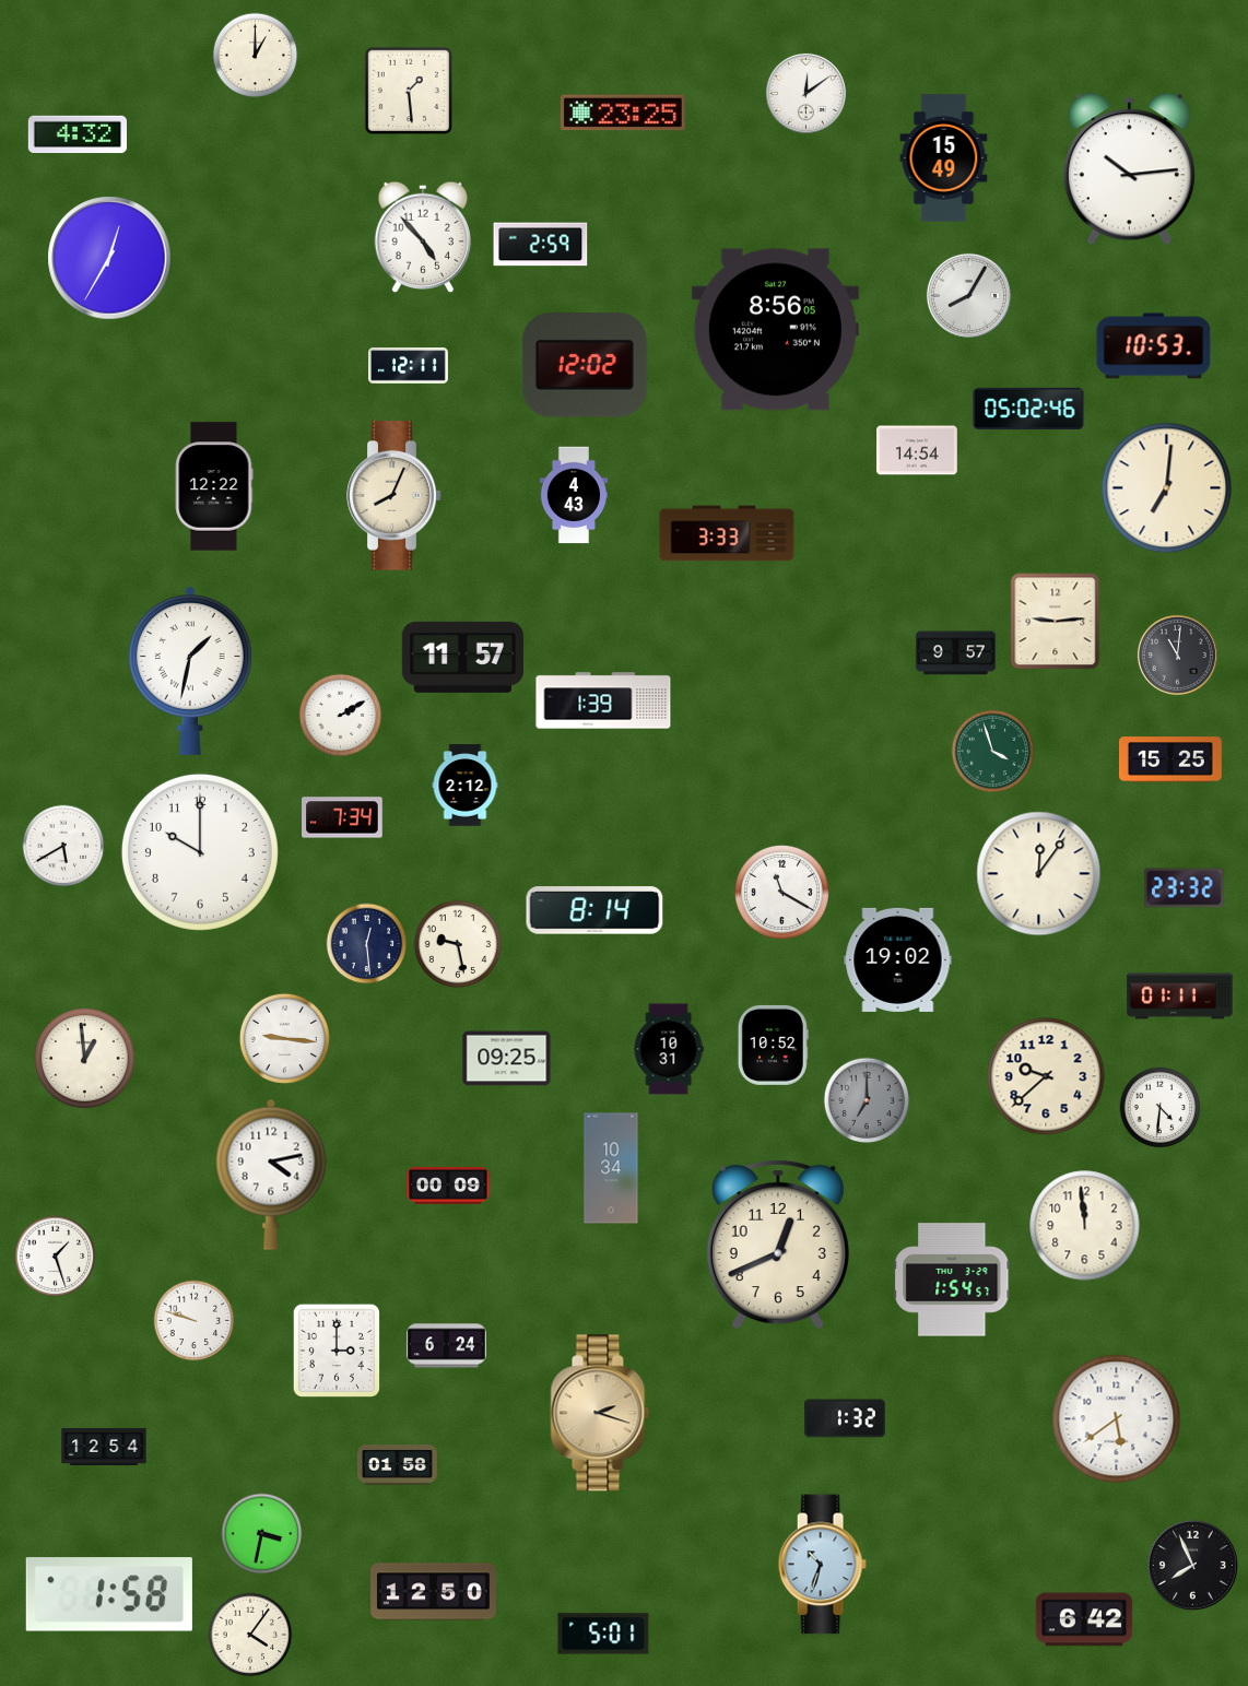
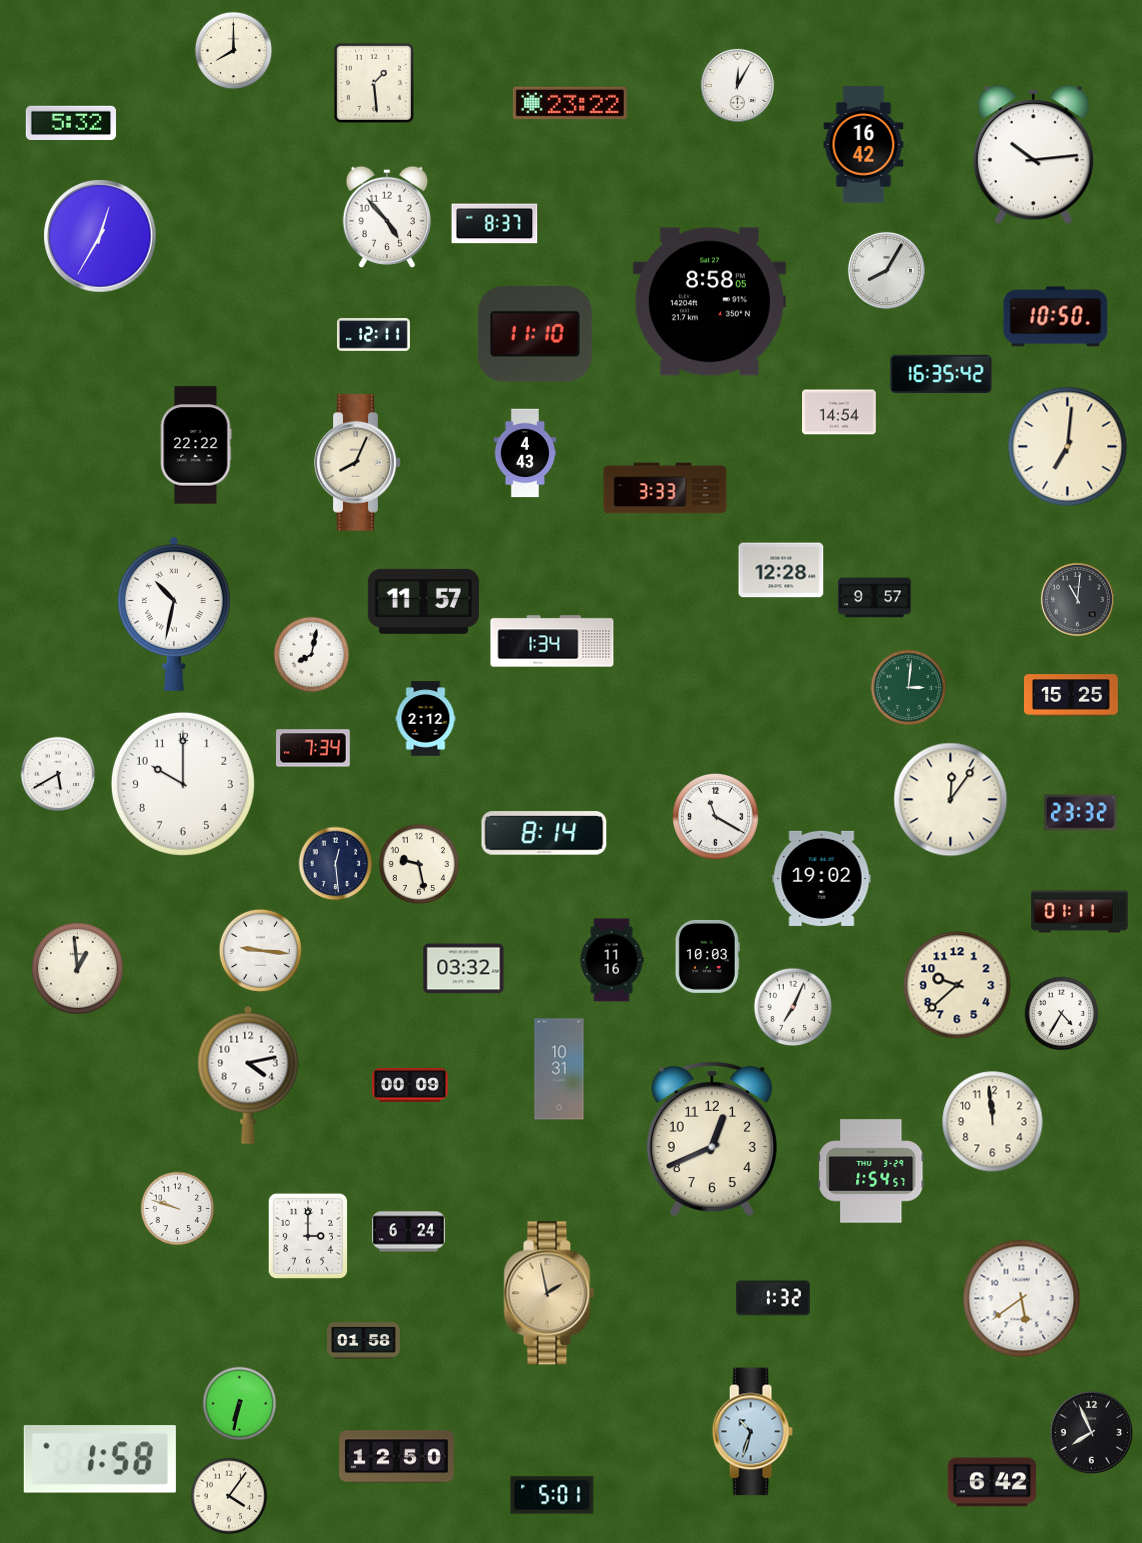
clock at (256, 56): 1:00 -> 8:00
clock at (805, 93): 12:09 -> 12:05
clock at (623, 113): 23:25 -> 23:22
clock at (76, 134): 4:32 -> 5:32
clock at (944, 158): 15:49 -> 16:42
clock at (541, 245): 2:59 -> 8:37
clock at (775, 330): 8:56 -> 8:58
clock at (1154, 346): 10:53 -> 10:50
clock at (585, 365): 12:02 -> 11:10
clock at (1028, 409): 05:02 -> 16:35
clock at (214, 486): 12:22 -> 22:22
clock at (395, 496) position: (395, 496) -> (358, 463)
clock at (1056, 622): 9:14 -> none
clock at (781, 570): none -> 12:28
clock at (190, 671): 1:32 -> 10:32
clock at (603, 700): 1:39 -> 1:34
clock at (341, 716): 2:10 -> 8:02
clock at (993, 752): 3:57 -> 3:01
clock at (200, 852) position: (200, 852) -> (183, 784)
clock at (1184, 888) position: (1184, 888) -> (1080, 813)
clock at (773, 1045): 10:52 -> 10:03
clock at (669, 1049): 10:31 -> 11:16
clock at (507, 1059): 09:25 -> 03:32
clock at (867, 1100): 7:00 -> 7:04
clock at (867, 1100) dial: grey -> white
clock at (1161, 1108): 4:31 -> 4:35
clock at (611, 1168): 10:34 -> 10:31
clock at (56, 1257): 1:27 -> none
clock at (600, 1413): 2:18 -> 1:58
clock at (104, 1447): 12:54 -> none
clock at (262, 1534): 3:32 -> 6:32
